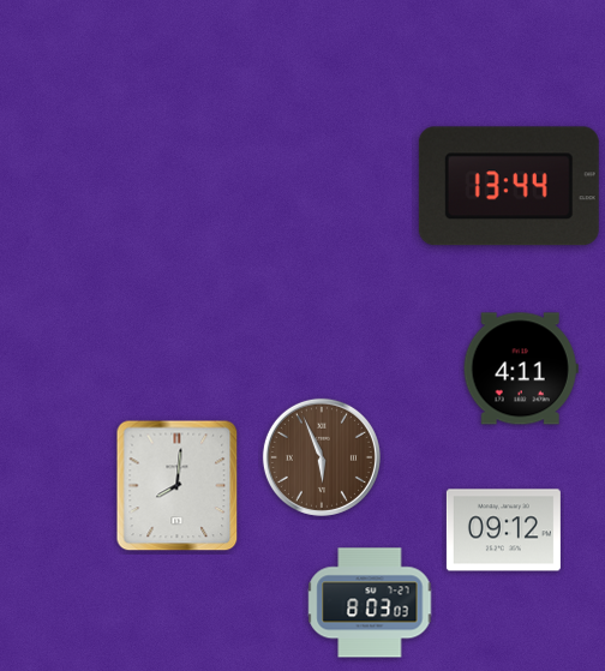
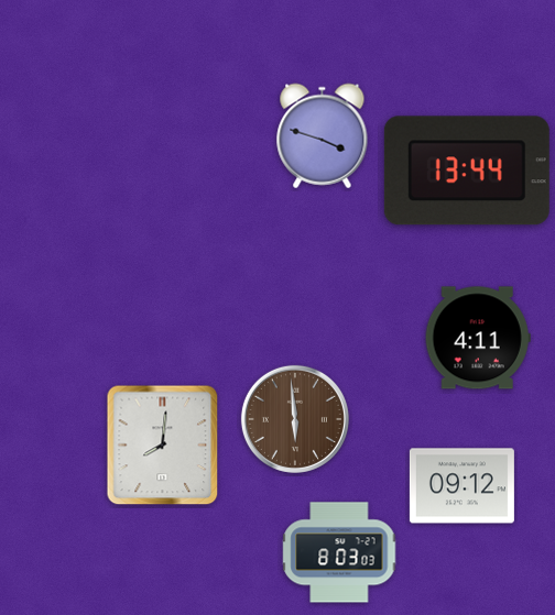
clock at (323, 136): none -> 3:48
clock at (322, 457): 5:56 -> 5:59
